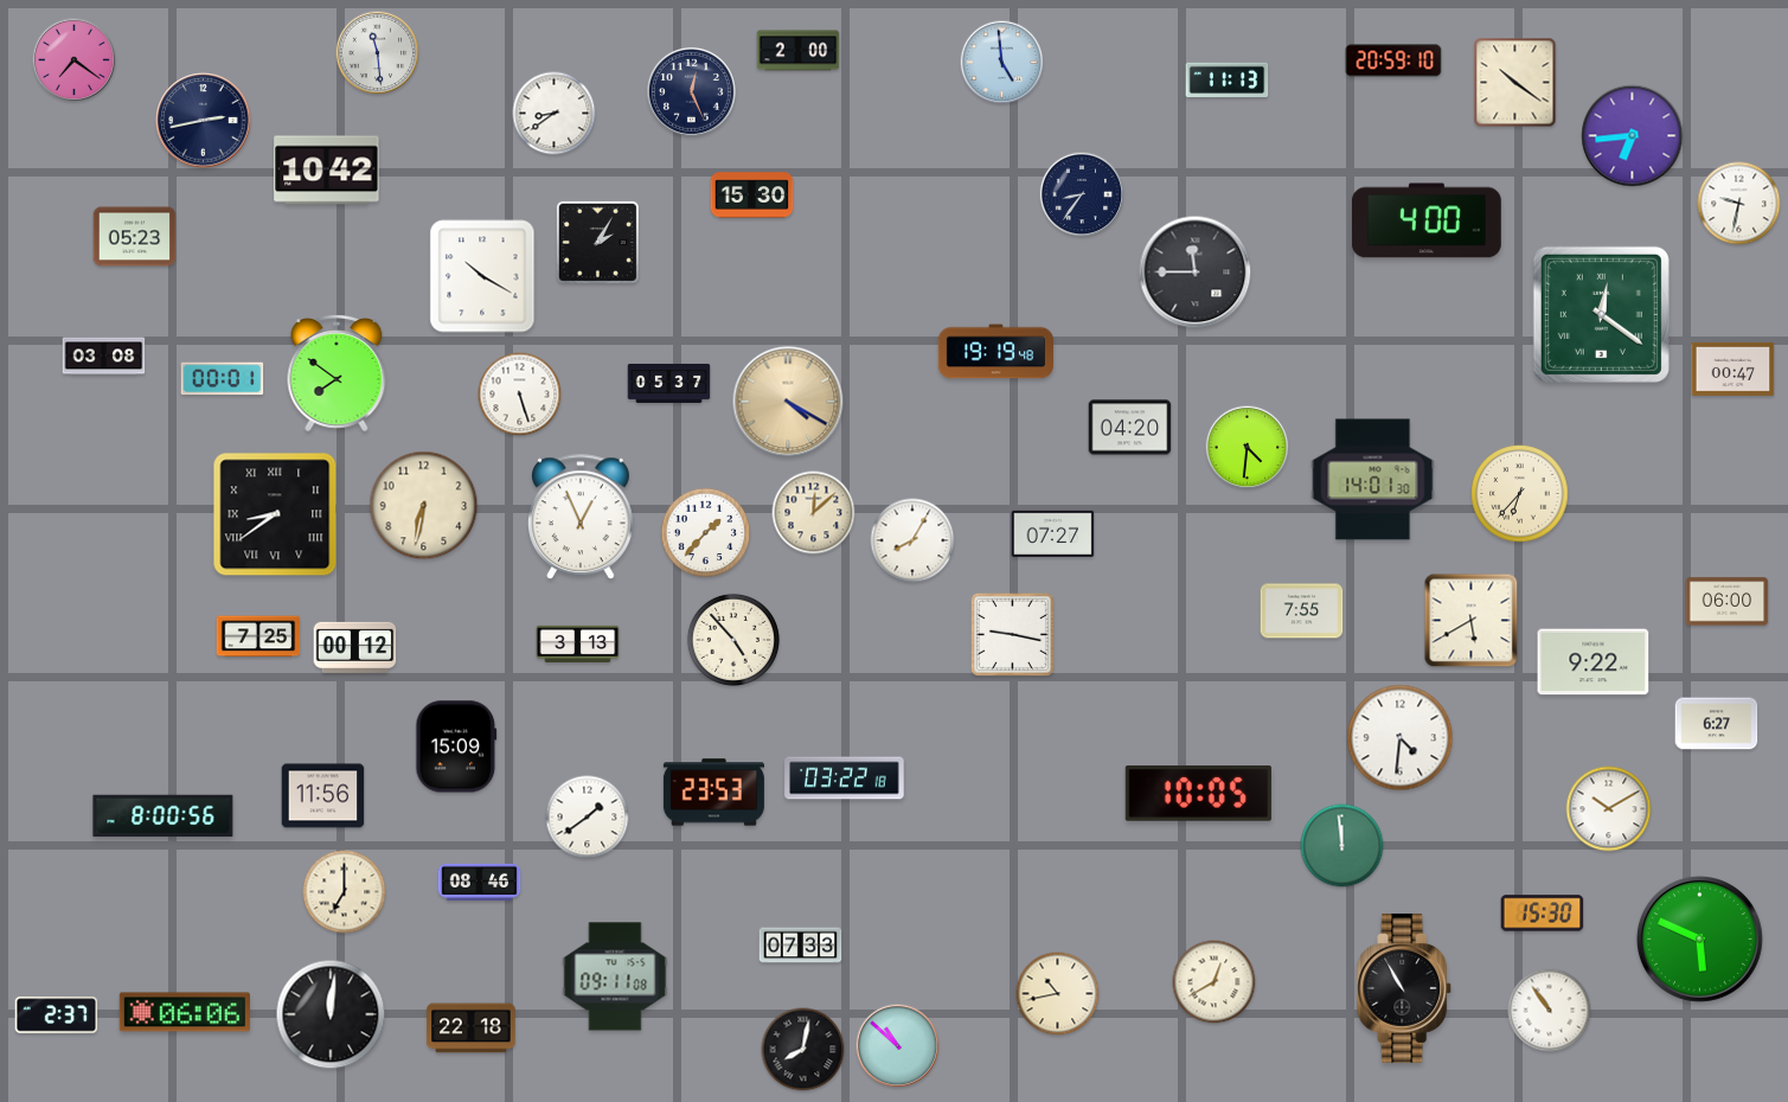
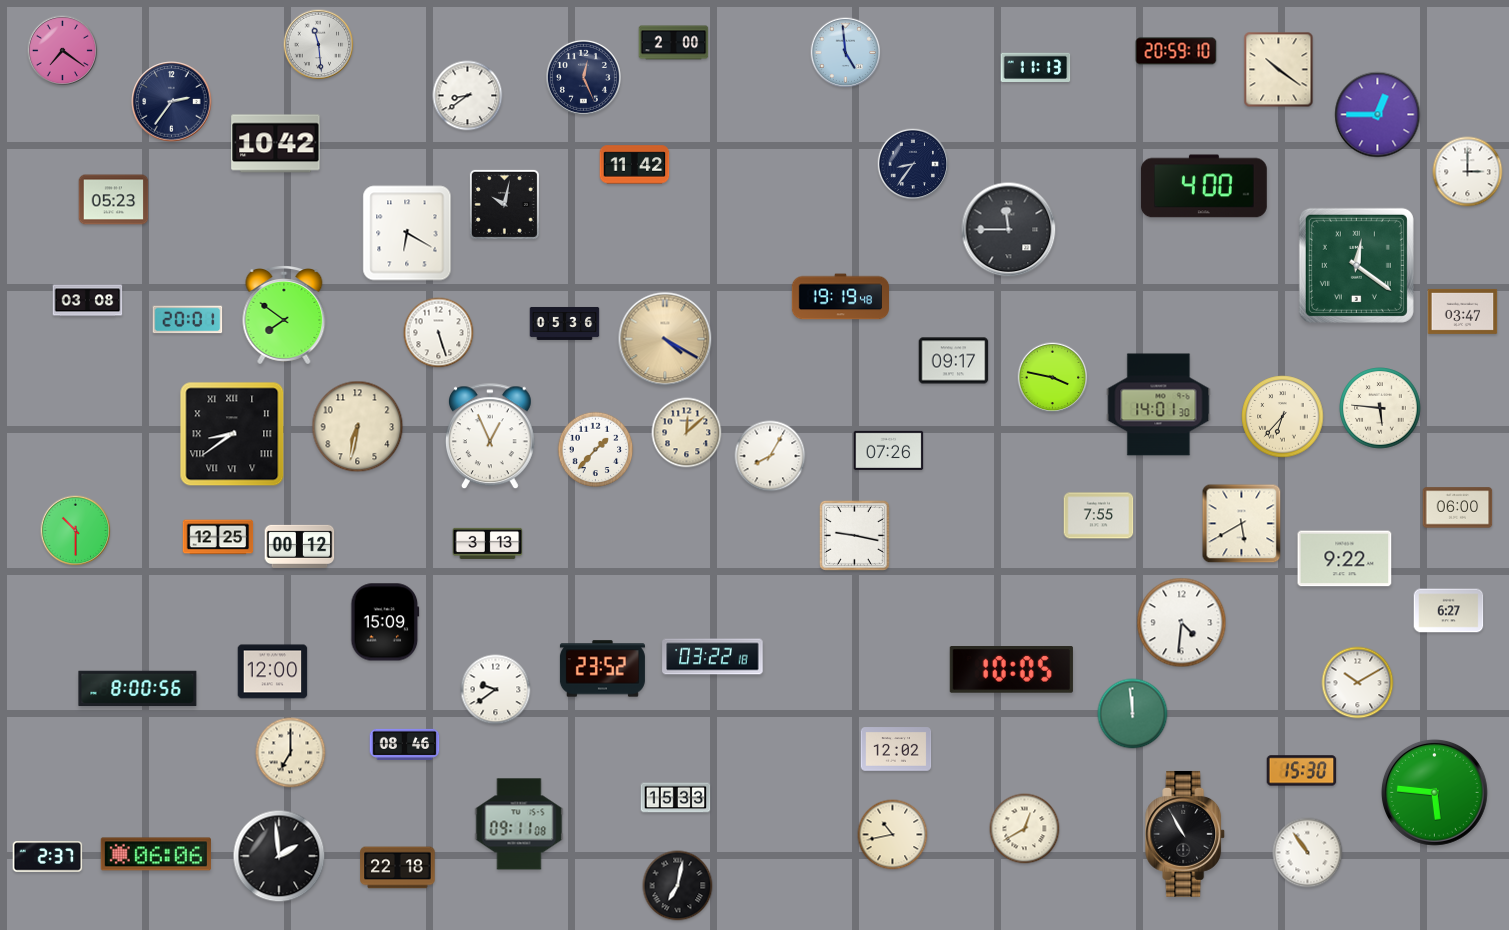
clock at (204, 121): 2:43 -> 2:36
clock at (1633, 136): 6:44 -> 12:45
clock at (752, 196): 15:30 -> 11:42
clock at (1739, 204): 9:32 -> 3:00
clock at (597, 242): 2:05 -> 10:02
clock at (482, 276): 10:20 -> 6:20
clock at (1601, 314) position: (1601, 314) -> (1356, 265)
clock at (1733, 369): 00:47 -> 03:47
clock at (223, 379): 00:01 -> 20:01
clock at (669, 383): 05:37 -> 05:36
clock at (1130, 428): 04:20 -> 09:17
clock at (1248, 448): 4:31 -> 3:47
clock at (1380, 408): none -> 5:46
clock at (1053, 533): 07:27 -> 07:26
clock at (76, 531): none -> 10:30
clock at (258, 636): 7:25 -> 12:25
clock at (733, 640): 4:53 -> none
clock at (456, 747) position: (456, 747) -> (385, 622)
clock at (713, 793): 23:53 -> 23:52
clock at (323, 796): 11:56 -> 12:00
clock at (588, 818): 1:39 -> 9:39
clock at (896, 749): none -> 12:02
clock at (1699, 938): 5:49 -> 5:46
clock at (801, 946): 07:33 -> 15:33
clock at (1058, 994) position: (1058, 994) -> (893, 835)
clock at (331, 1014): 12:01 -> 1:59
clock at (898, 1046): 10:52 -> none
clock at (803, 1050): 8:02 -> 7:02
